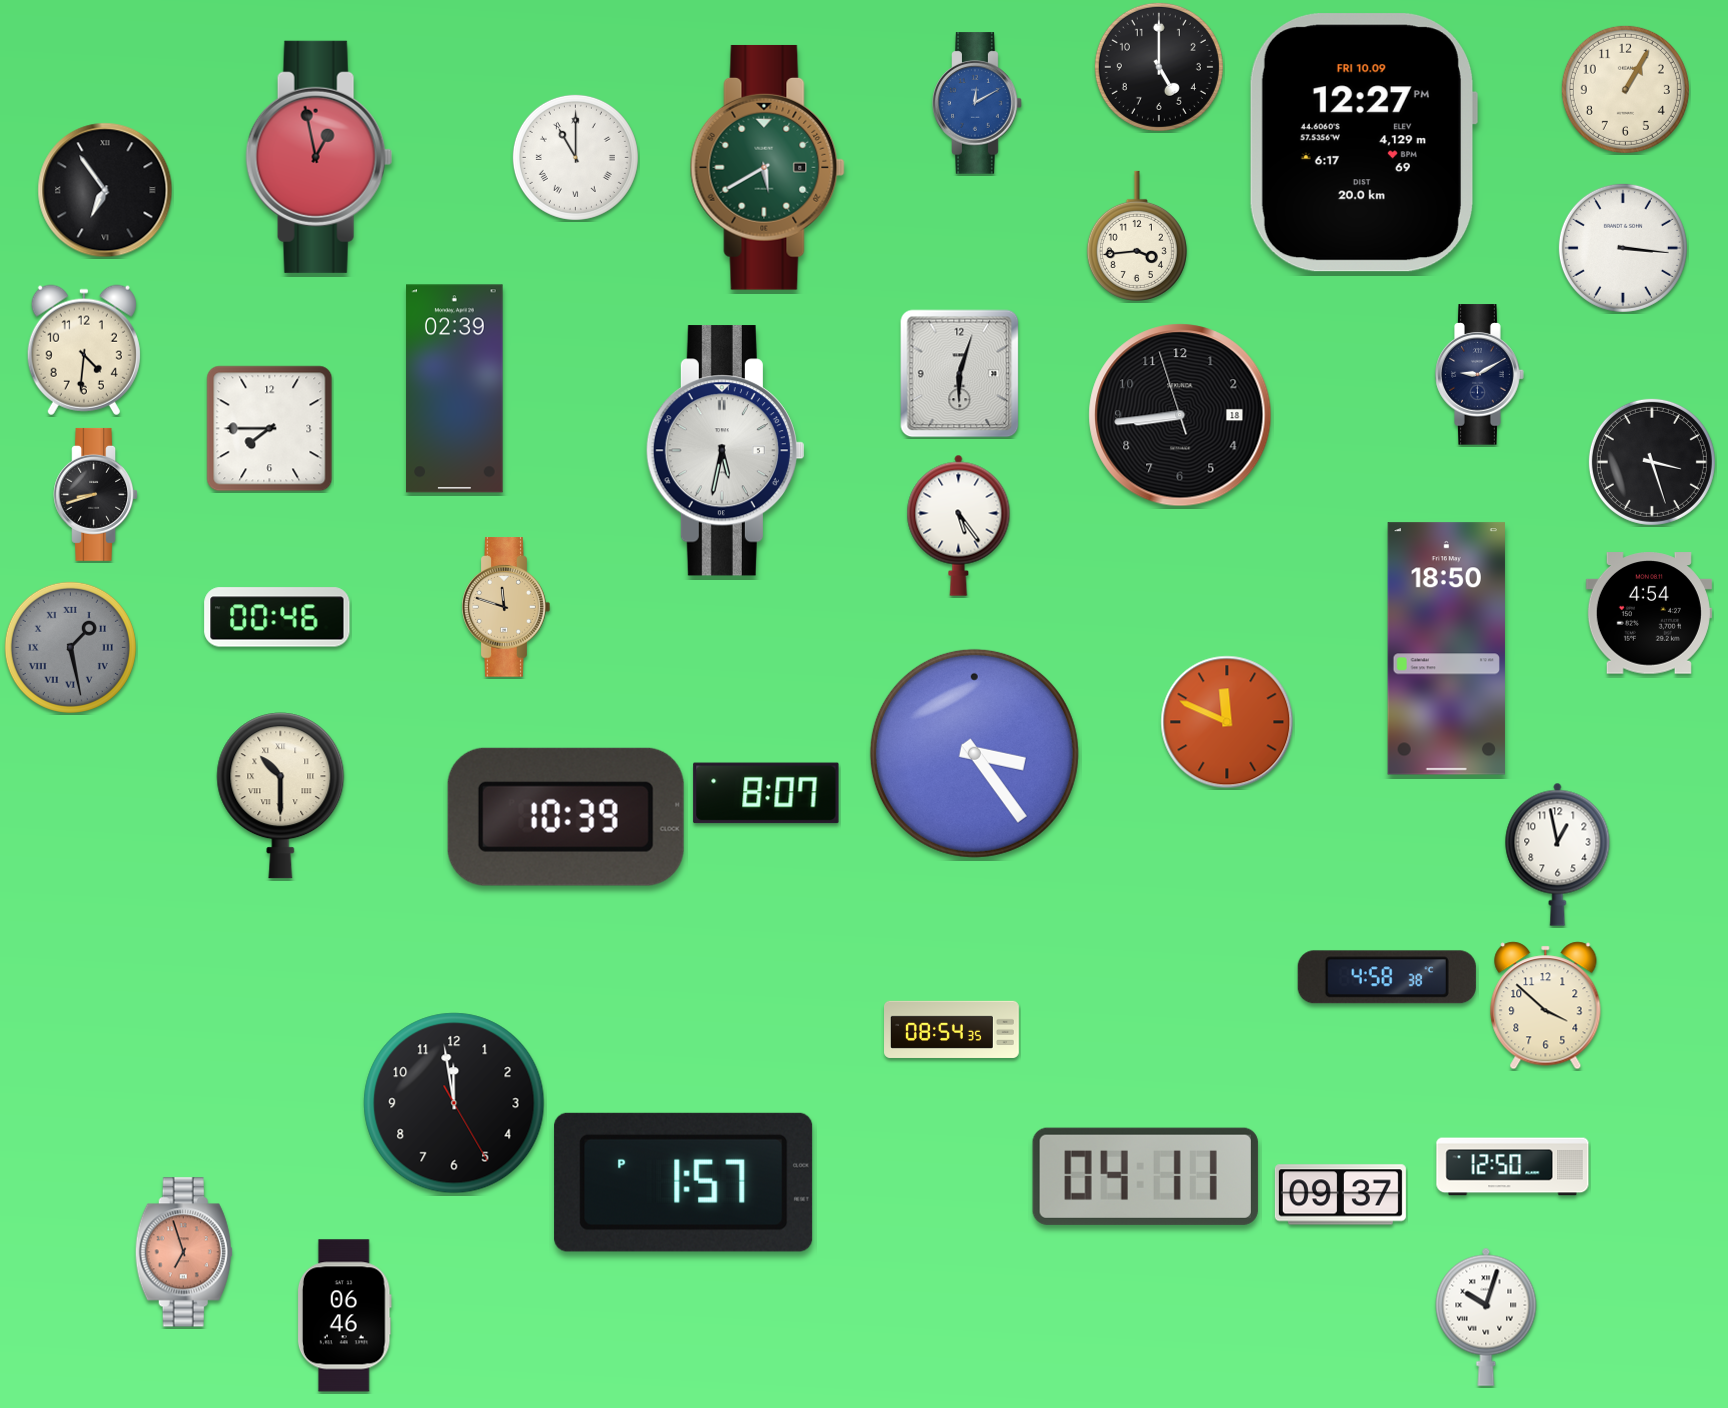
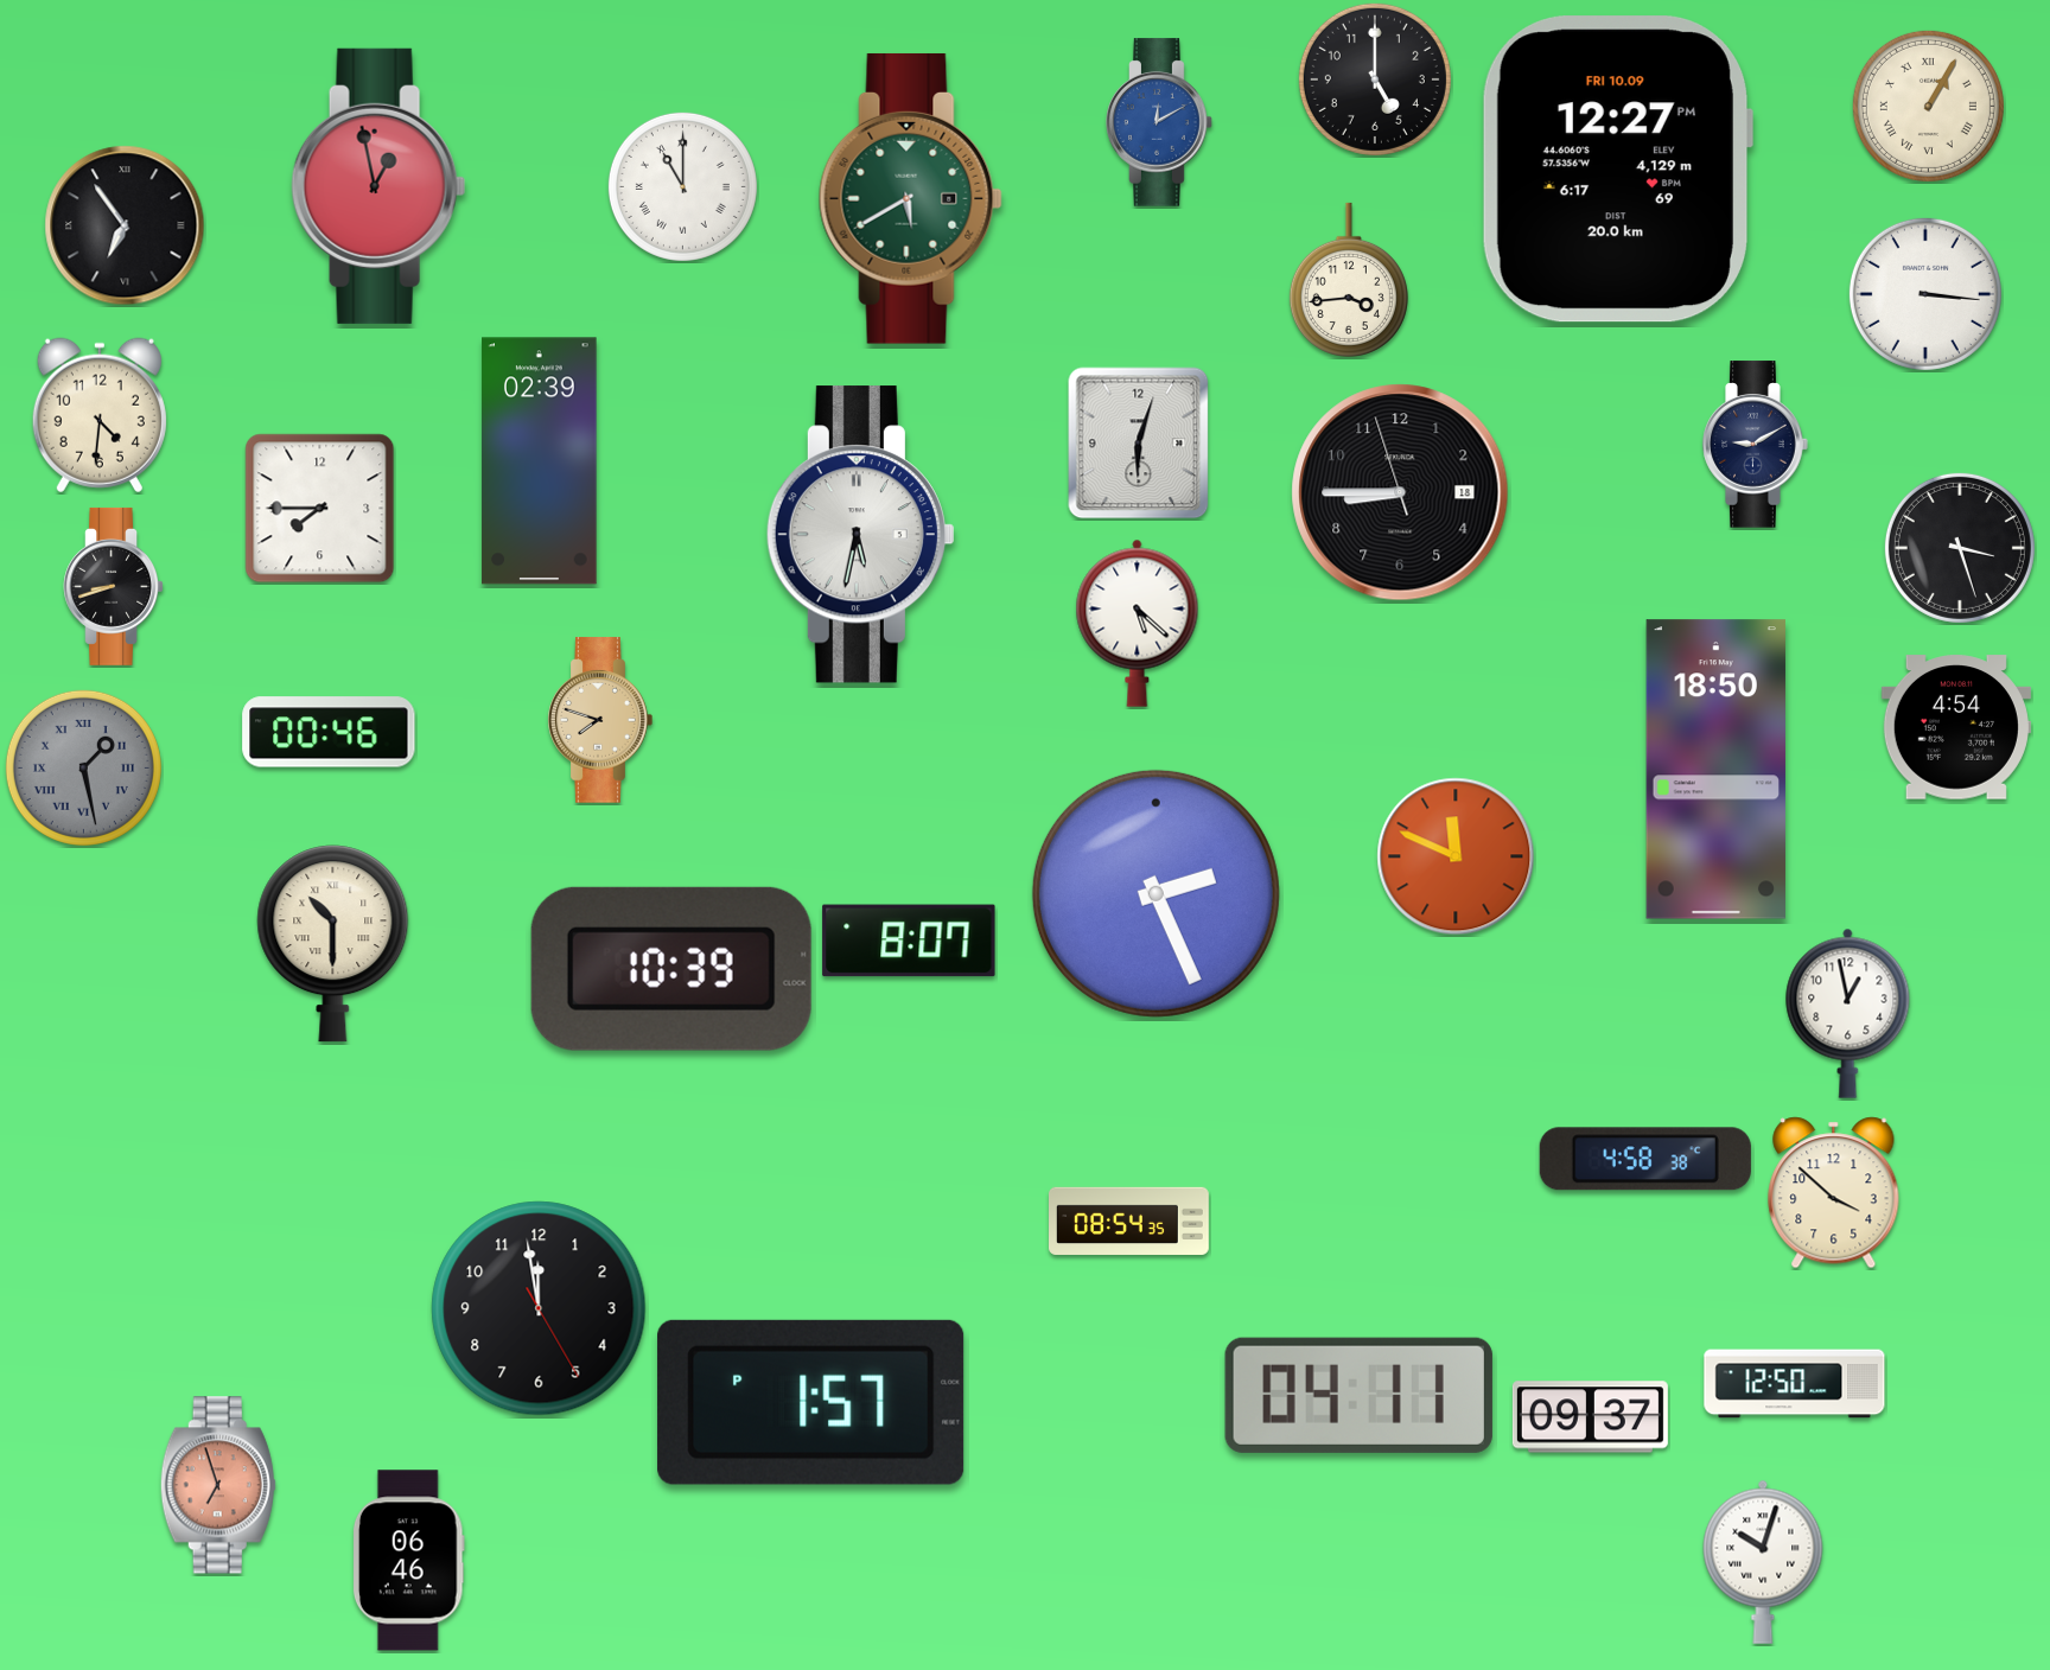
clock at (1625, 89) numerals: Arabic -> Roman
clock at (1180, 415): 8:43 -> 8:44
clock at (959, 525): 5:24 -> 5:22
clock at (506, 607): 11:48 -> 7:48
clock at (974, 753): 3:24 -> 2:26
